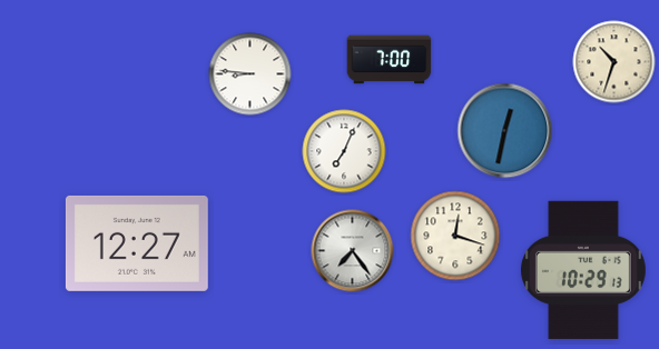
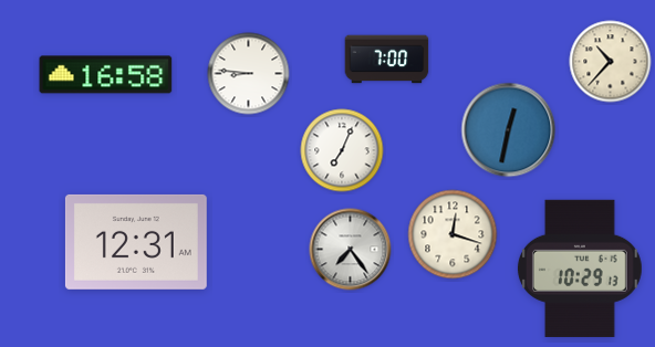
clock at (614, 62): 10:33 -> 10:37
clock at (106, 75): none -> 16:58
clock at (505, 131) position: (505, 131) -> (509, 130)
clock at (137, 243): 12:27 -> 12:31
